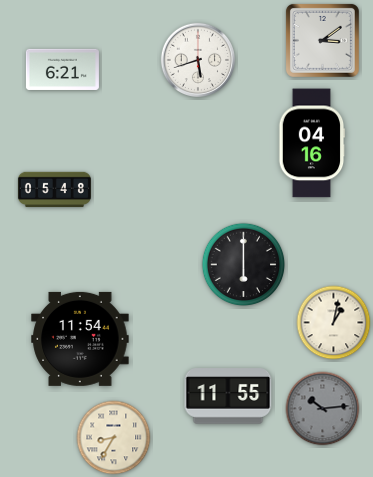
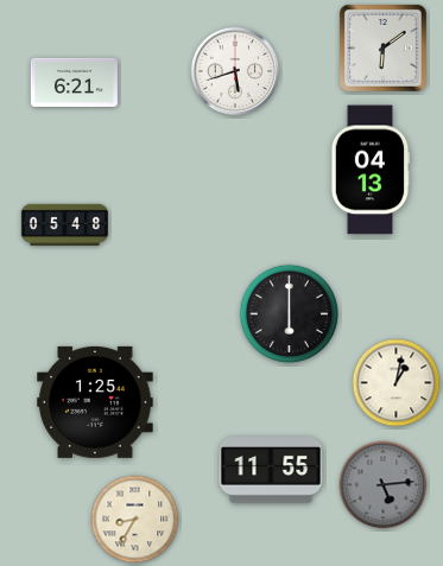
clock at (322, 40): 3:09 -> 6:09
clock at (312, 143): 04:16 -> 04:13
clock at (80, 339): 11:54 -> 1:25
clock at (323, 409): 10:14 -> 5:14
